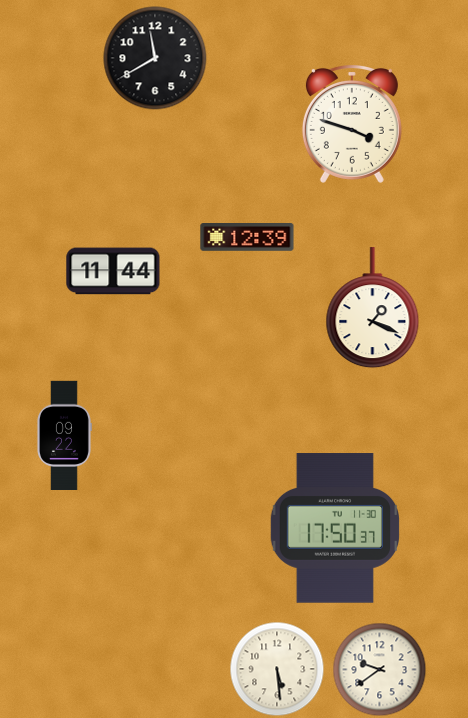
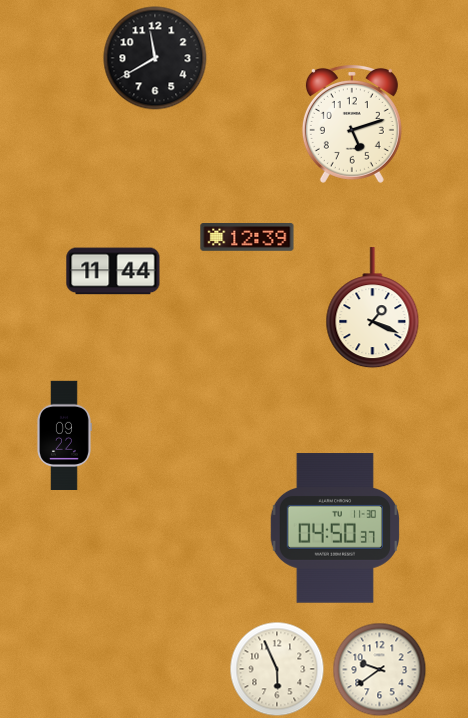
clock at (352, 125): 3:48 -> 5:12
clock at (334, 528): 17:50 -> 04:50
clock at (277, 669): 5:29 -> 5:56
